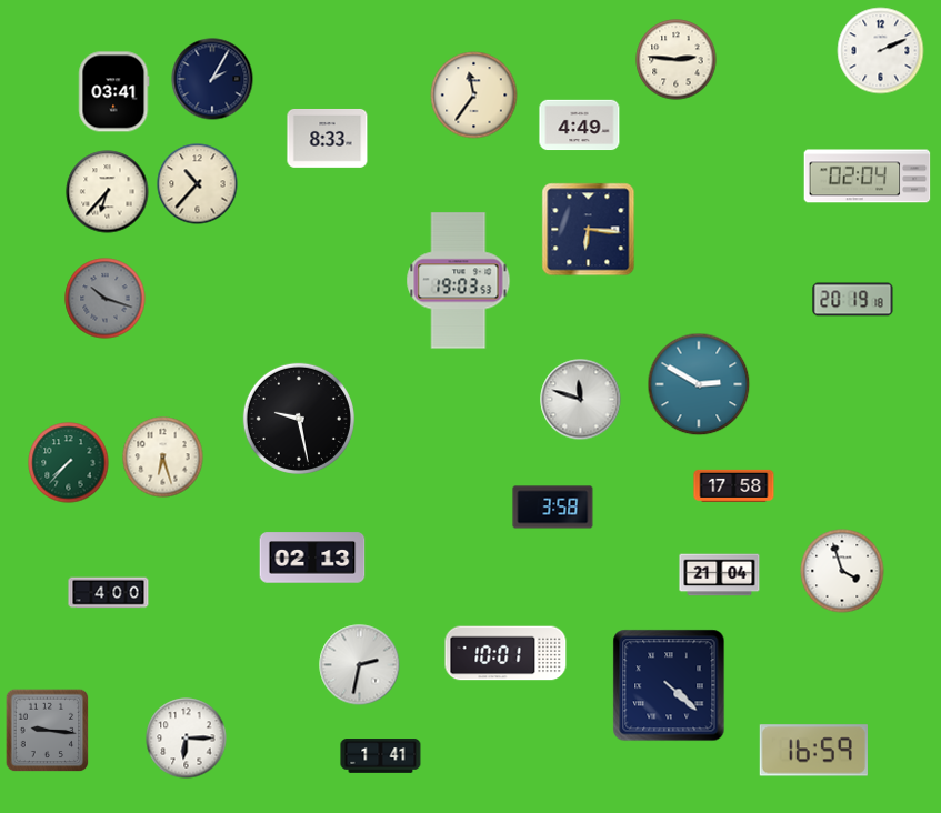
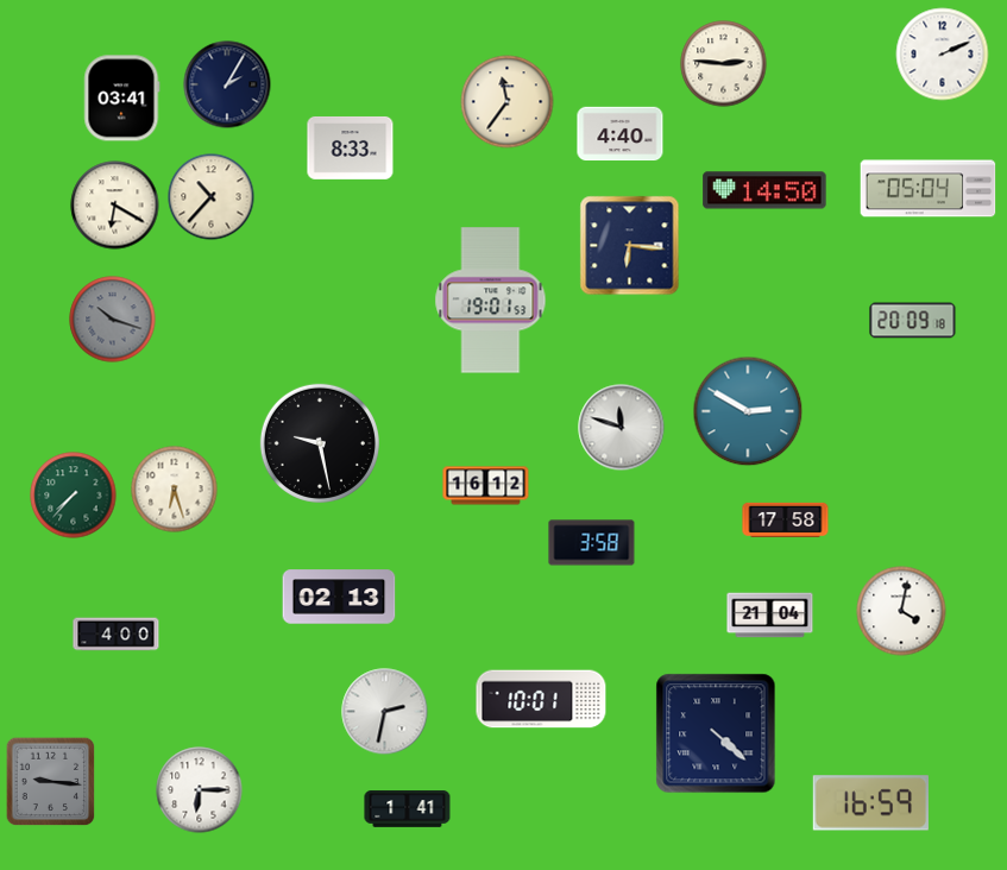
clock at (580, 126): 4:49 -> 4:40
clock at (868, 177): 02:04 -> 05:04
clock at (764, 190): none -> 14:50
clock at (108, 192): 6:37 -> 6:20
clock at (459, 281): 19:03 -> 19:01
clock at (853, 300): 20:19 -> 20:09
clock at (299, 419) position: (299, 419) -> (320, 443)
clock at (486, 486): none -> 16:12
clock at (312, 558) position: (312, 558) -> (339, 597)
clock at (842, 571): 3:57 -> 4:02
